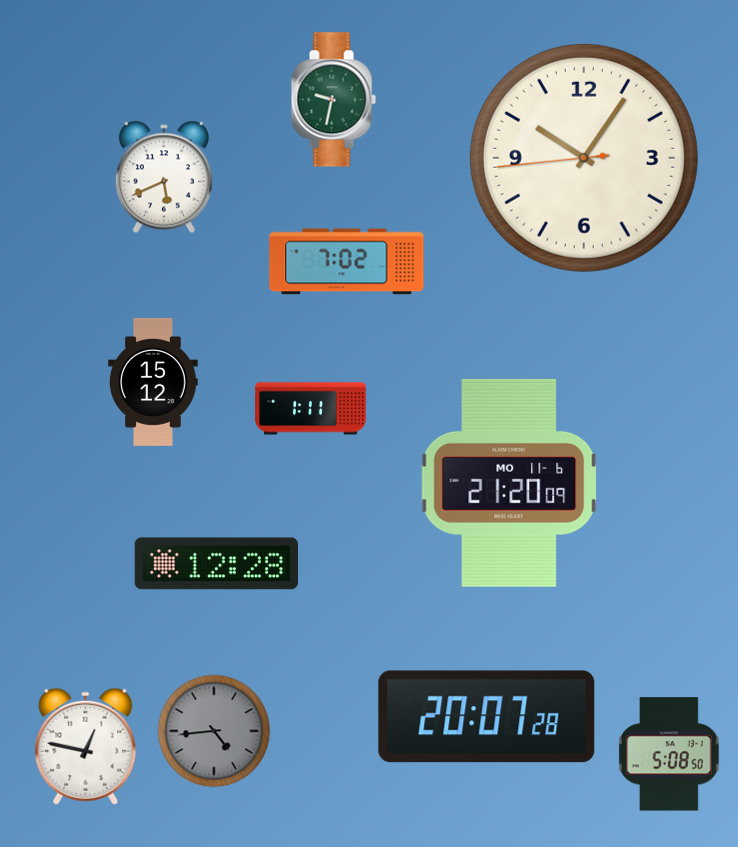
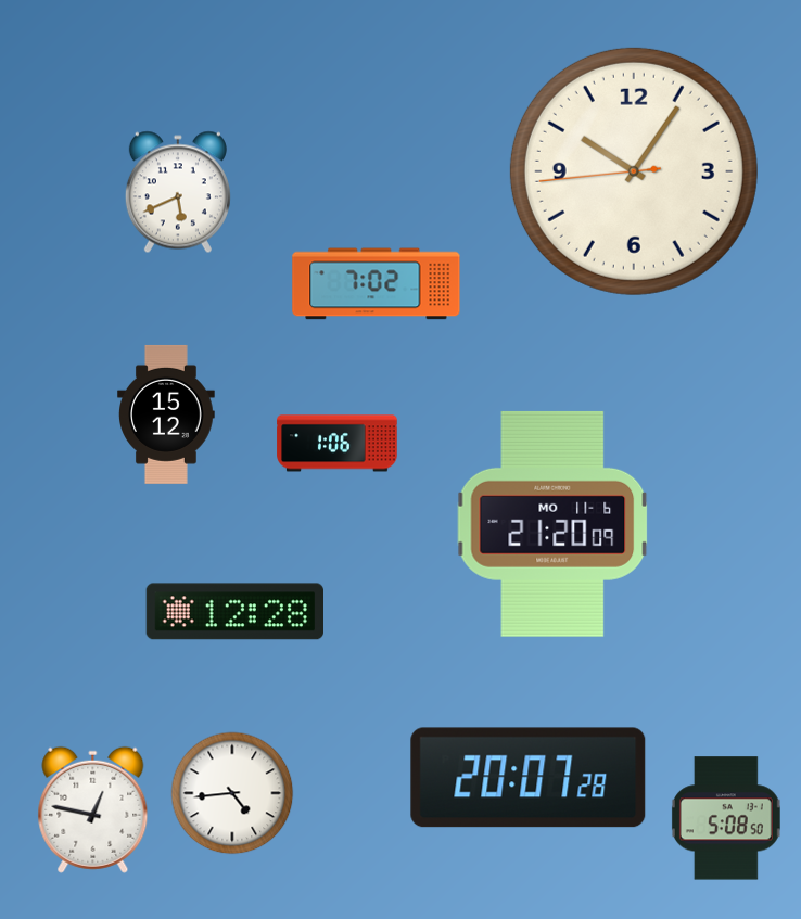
clock at (333, 100): 9:32 -> none
clock at (311, 409): 1:11 -> 1:06
clock at (214, 731) dial: grey -> white
